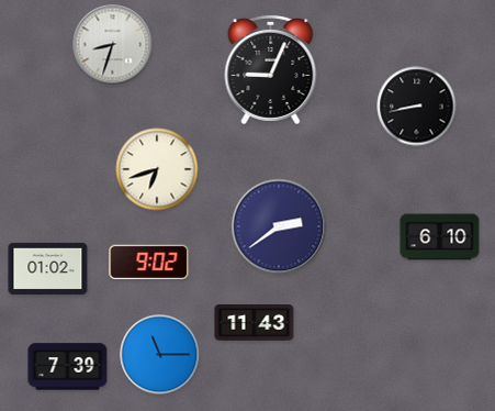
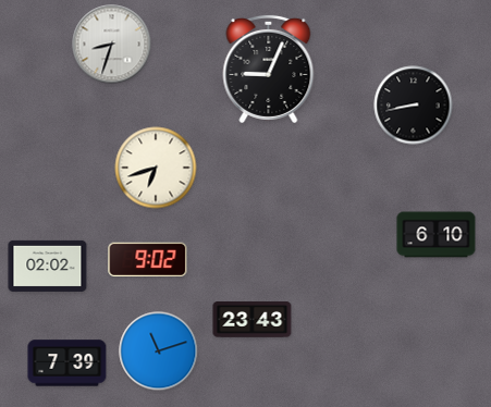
clock at (279, 226): 2:39 -> none
clock at (48, 268): 01:02 -> 02:02
clock at (255, 323): 11:43 -> 23:43
clock at (160, 355): 11:15 -> 11:12
